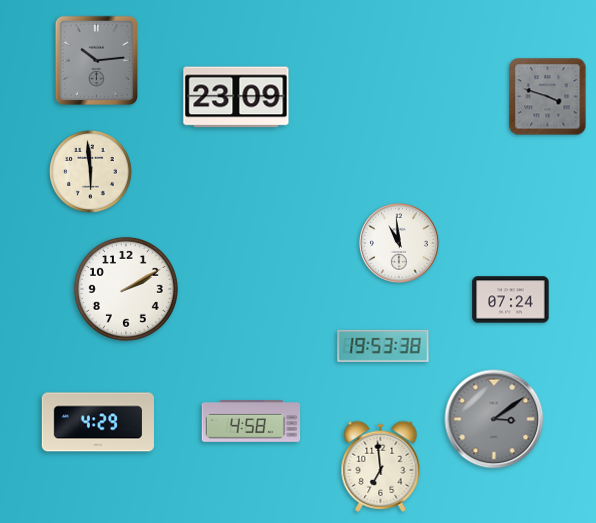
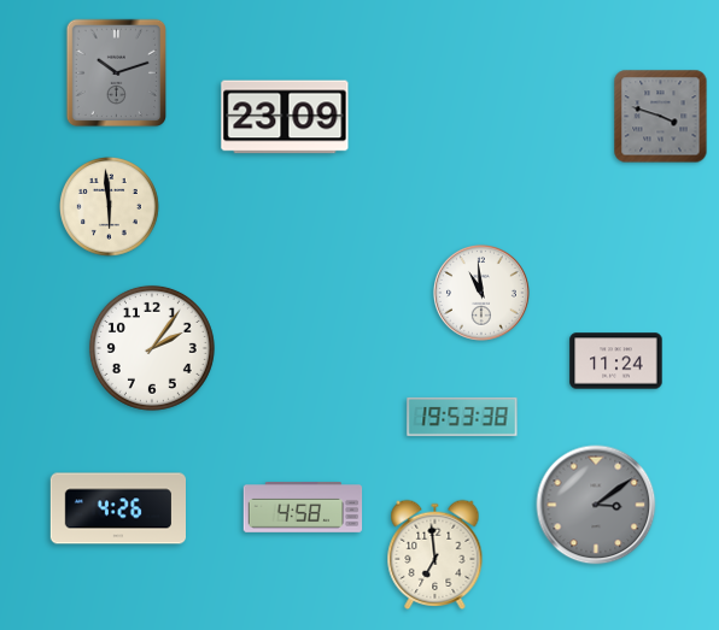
clock at (96, 61): 10:14 -> 10:12
clock at (126, 289): 2:10 -> 2:06
clock at (511, 300): 07:24 -> 11:24
clock at (97, 422): 4:29 -> 4:26
clock at (381, 466) position: (381, 466) -> (436, 554)
